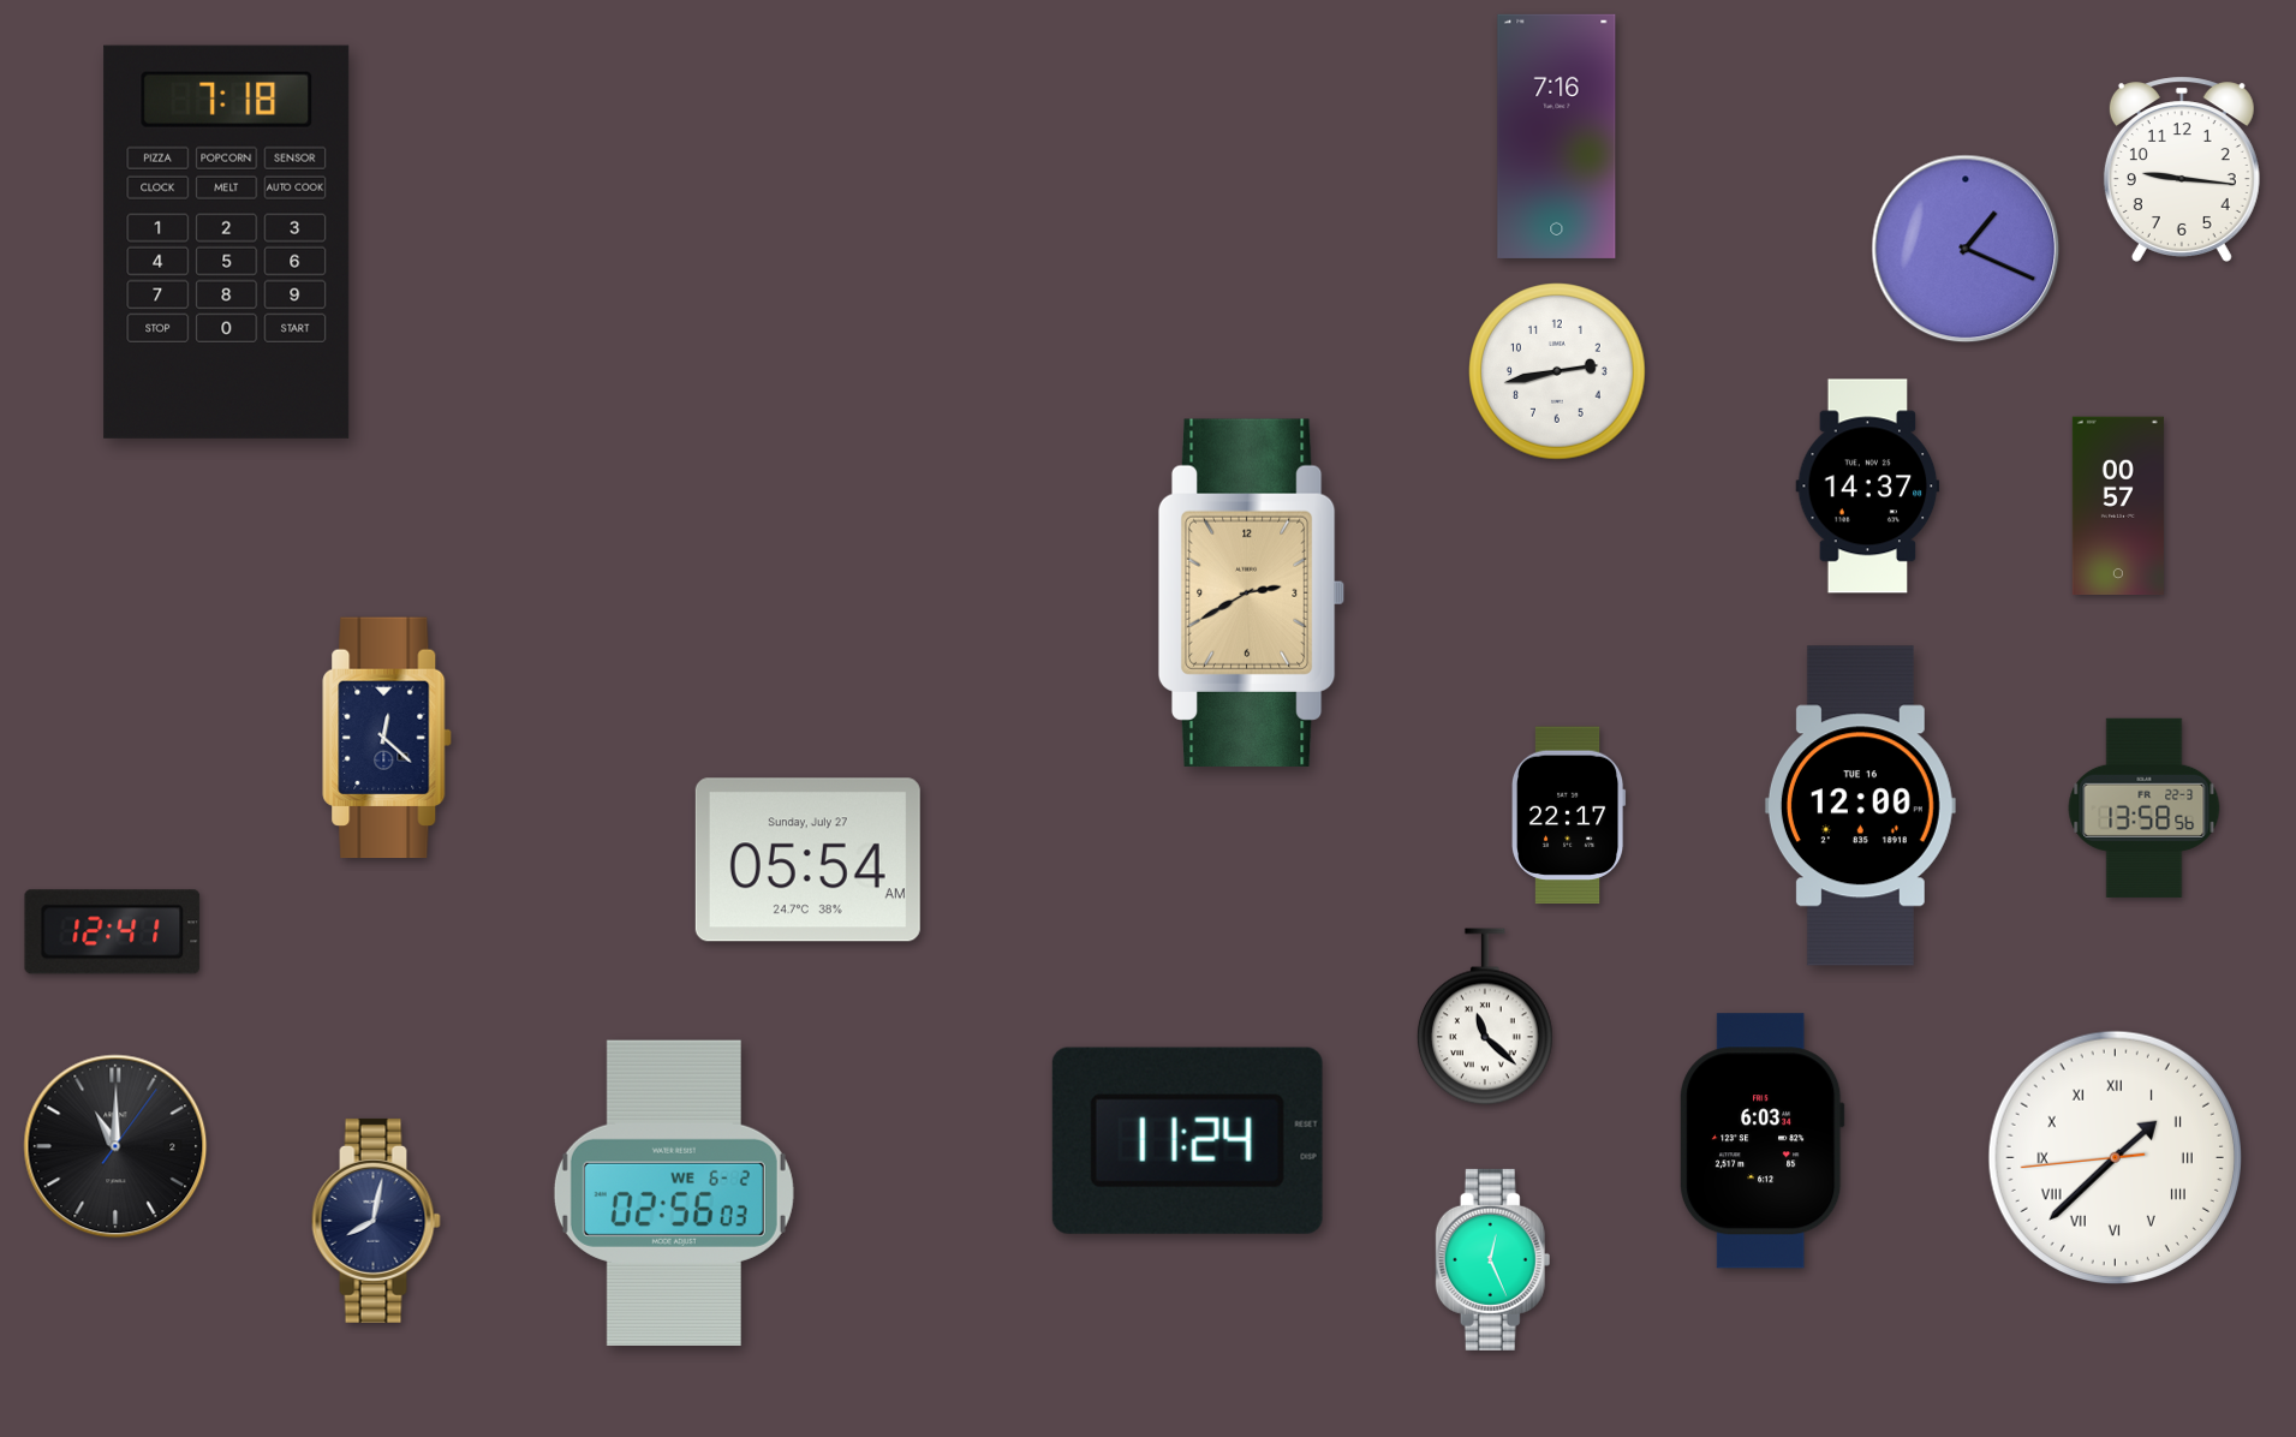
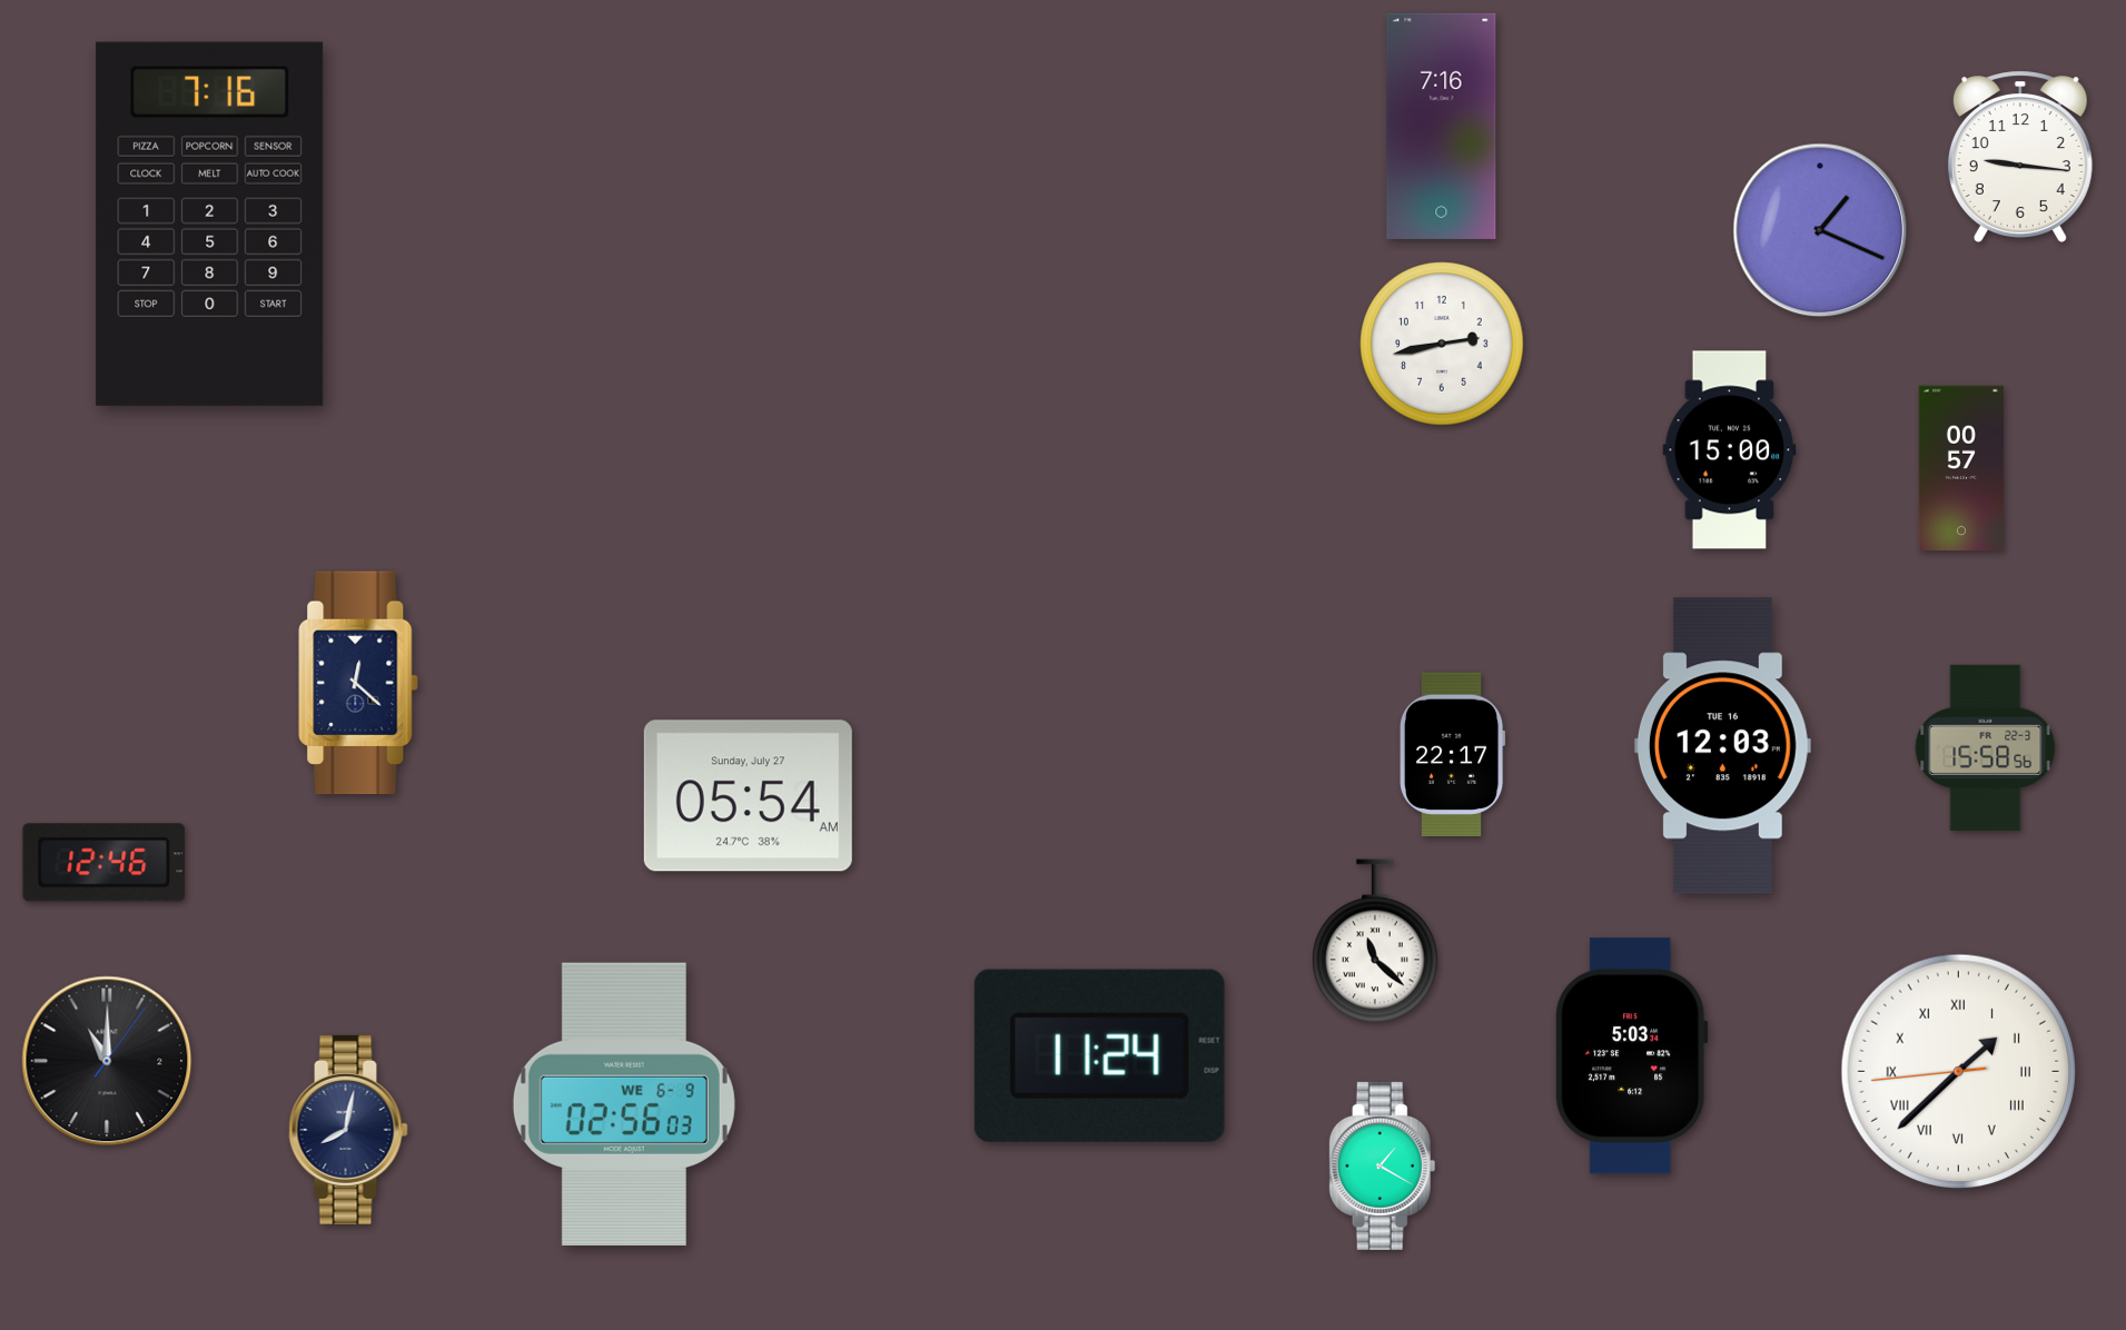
clock at (227, 242): 7:18 -> 7:16
clock at (1868, 487): 14:37 -> 15:00
clock at (1252, 592): 2:40 -> none
clock at (1860, 806): 12:00 -> 12:03
clock at (2145, 807): 13:58 -> 15:58
clock at (113, 932): 12:41 -> 12:46
clock at (1761, 1141): 6:03 -> 5:03
clock at (674, 1193) date: WE 6-2 -> WE 6-9
clock at (1493, 1259): 12:26 -> 1:20
